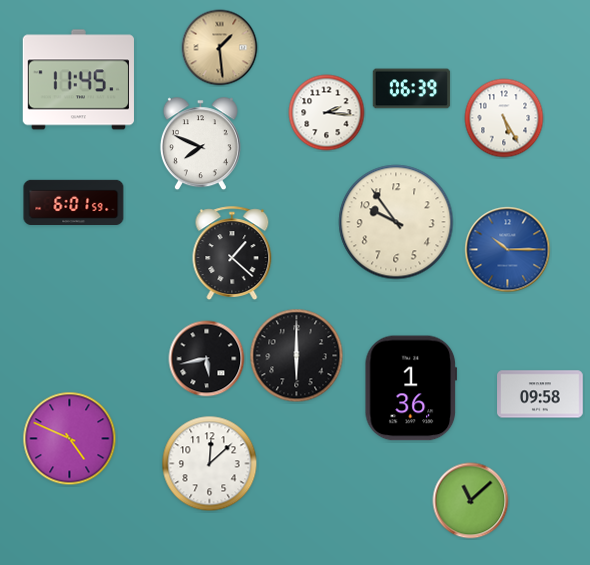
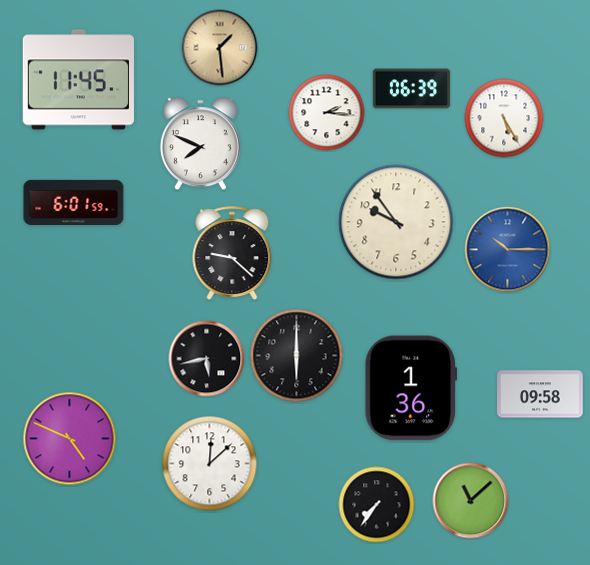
clock at (232, 253): 1:22 -> 9:22
clock at (377, 505): none -> 7:36
